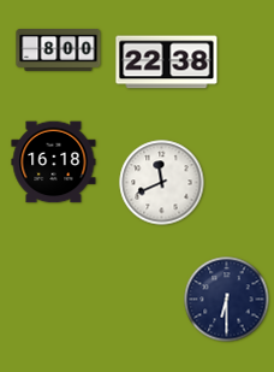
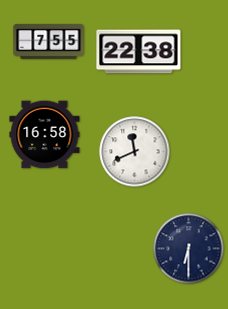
clock at (59, 49): 8:00 -> 7:55
clock at (54, 163): 16:18 -> 16:58
